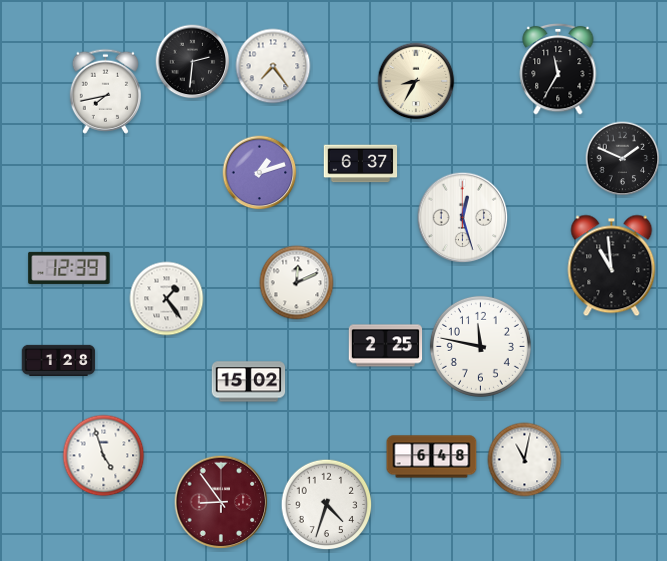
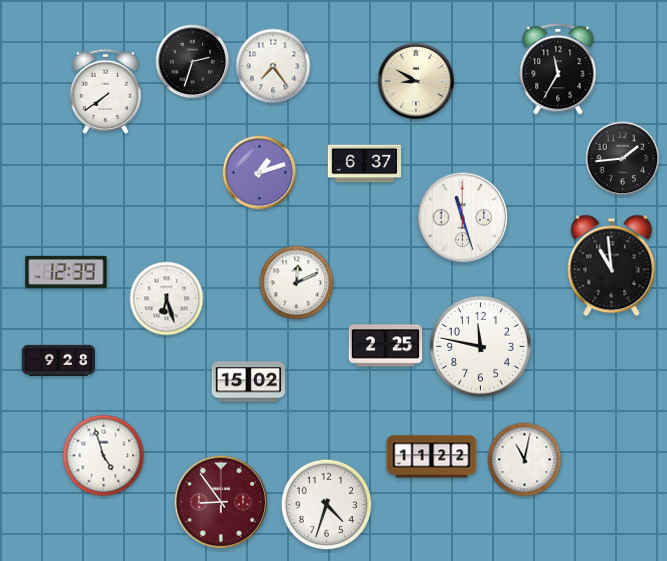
clock at (193, 62): 2:31 -> 2:33
clock at (416, 81): 8:35 -> 8:50
clock at (105, 91): 7:43 -> 7:39
clock at (623, 159): 1:49 -> 1:44
clock at (361, 164) position: (361, 164) -> (365, 164)
clock at (463, 218): 12:27 -> 11:27
clock at (69, 268) position: (69, 268) -> (66, 272)
clock at (167, 299): 1:24 -> 6:27
clock at (59, 360): 1:28 -> 9:28
clock at (432, 457): 6:48 -> 11:22
